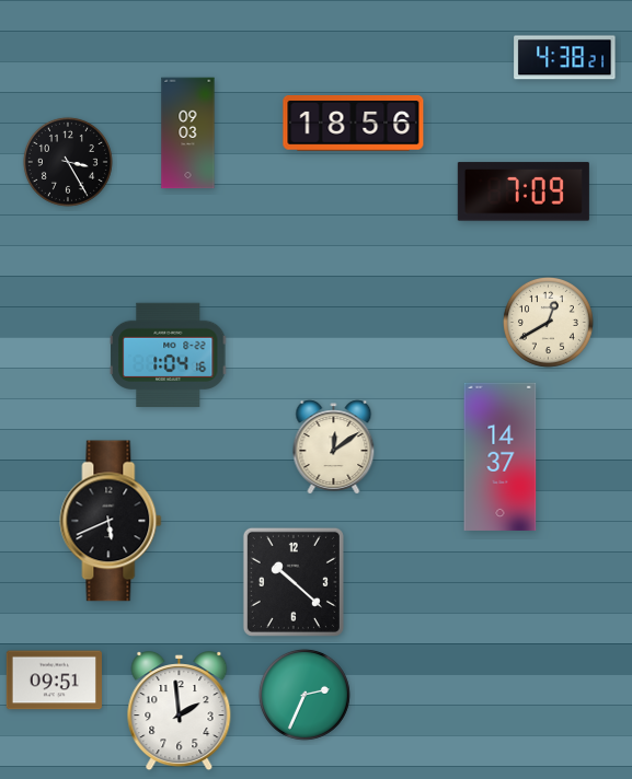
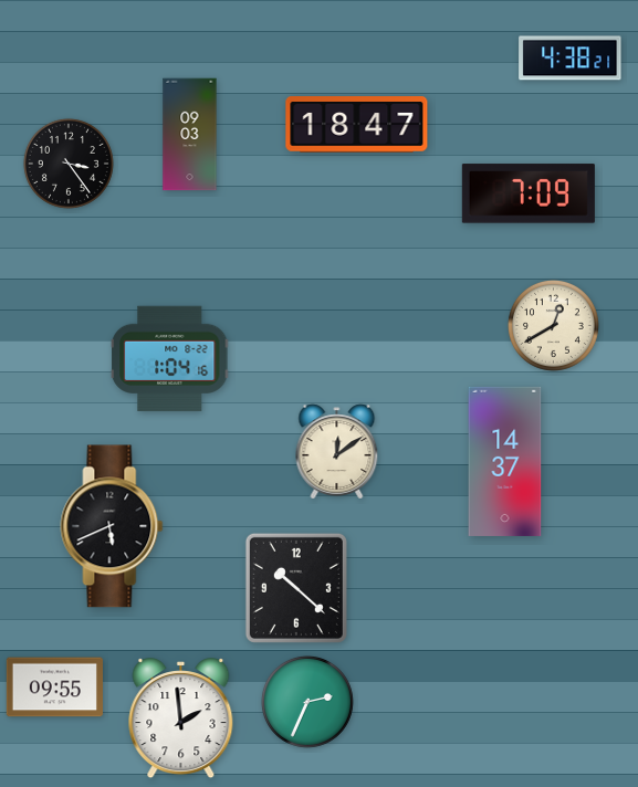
clock at (354, 124): 18:56 -> 18:47
clock at (68, 162): 3:25 -> 3:24
clock at (54, 681): 09:51 -> 09:55
